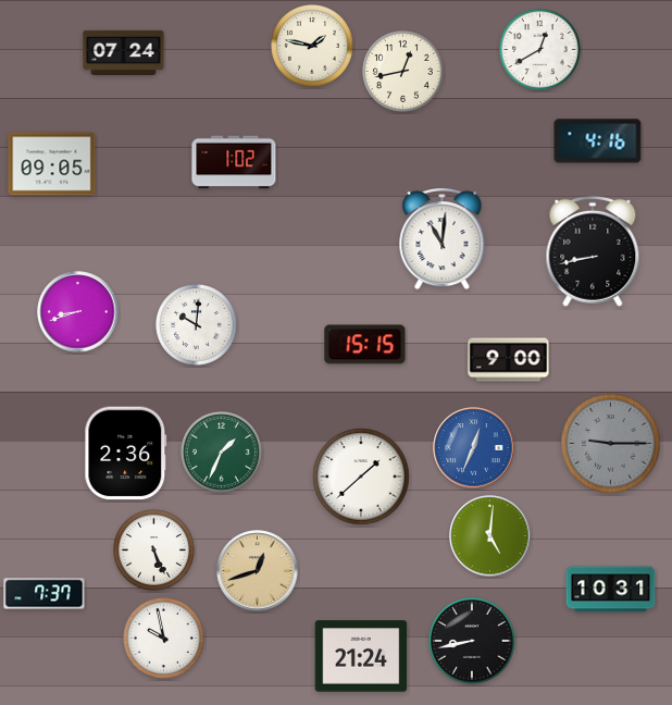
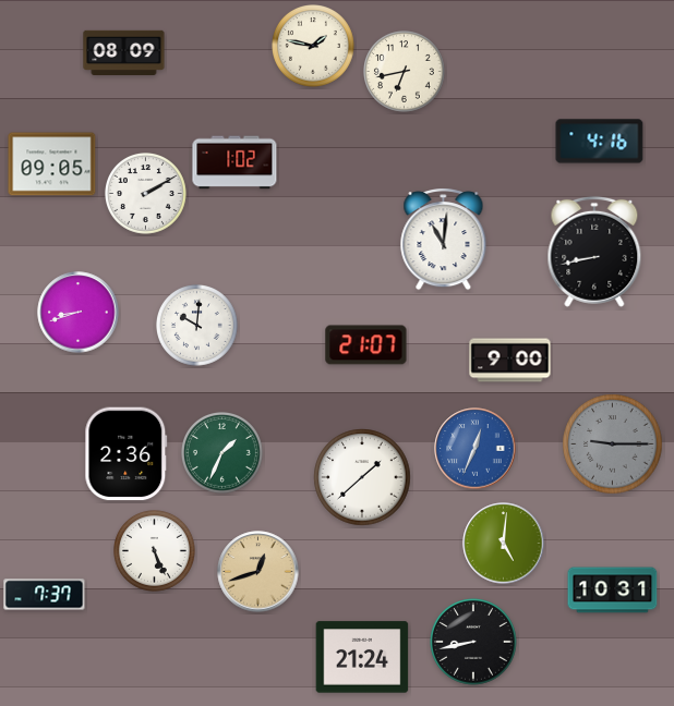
clock at (540, 50): 12:40 -> none
clock at (124, 52): 07:24 -> 08:09
clock at (403, 72): 12:43 -> 6:43
clock at (146, 194): none -> 2:10
clock at (365, 345): 15:15 -> 21:07
clock at (490, 536) position: (490, 536) -> (504, 544)
clock at (164, 639): 9:58 -> none
